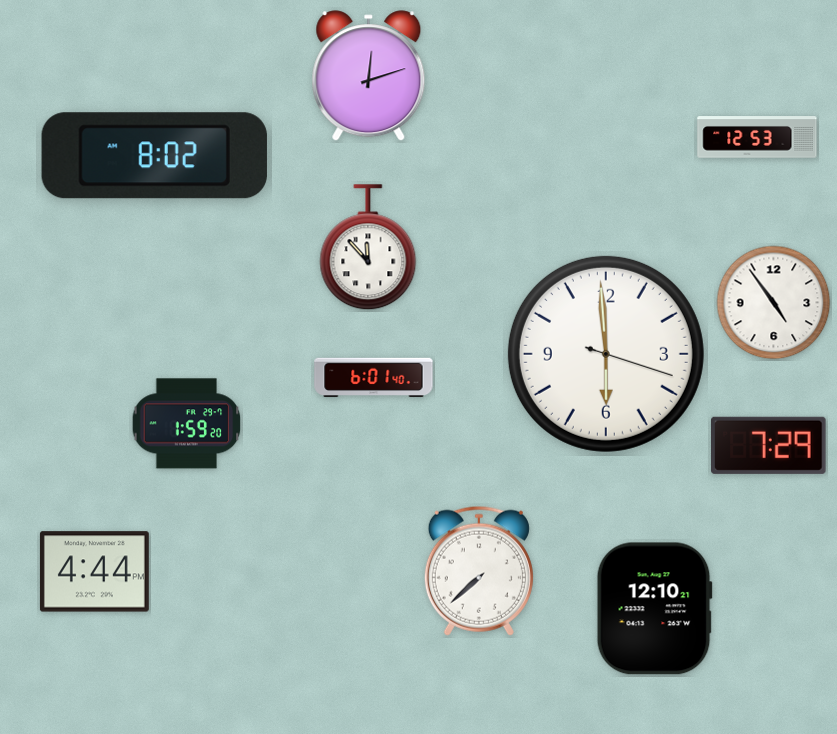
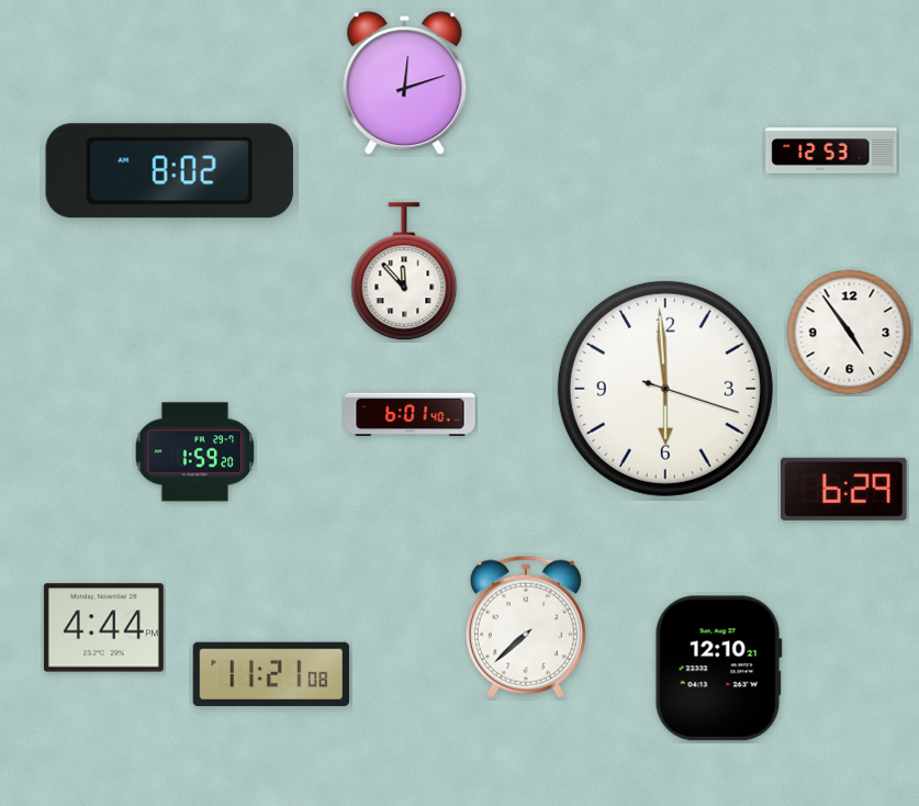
clock at (187, 424) position: (187, 424) -> (195, 452)
clock at (769, 445): 7:29 -> 6:29
clock at (270, 673): none -> 11:21
